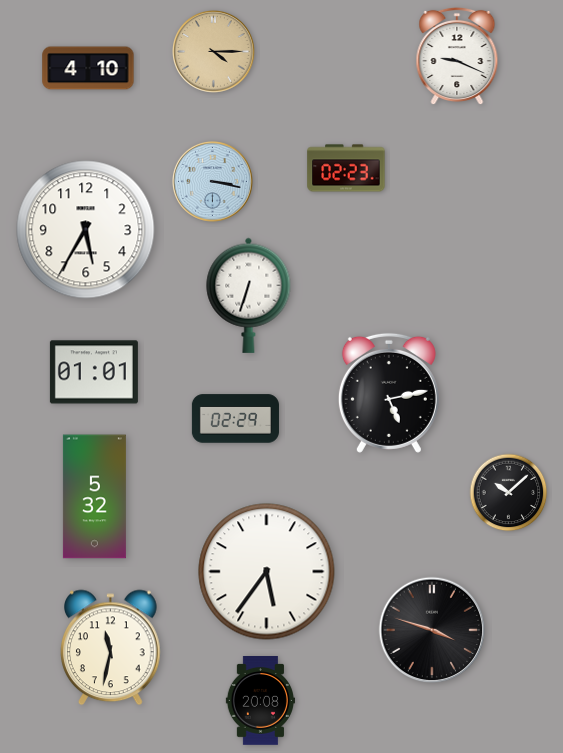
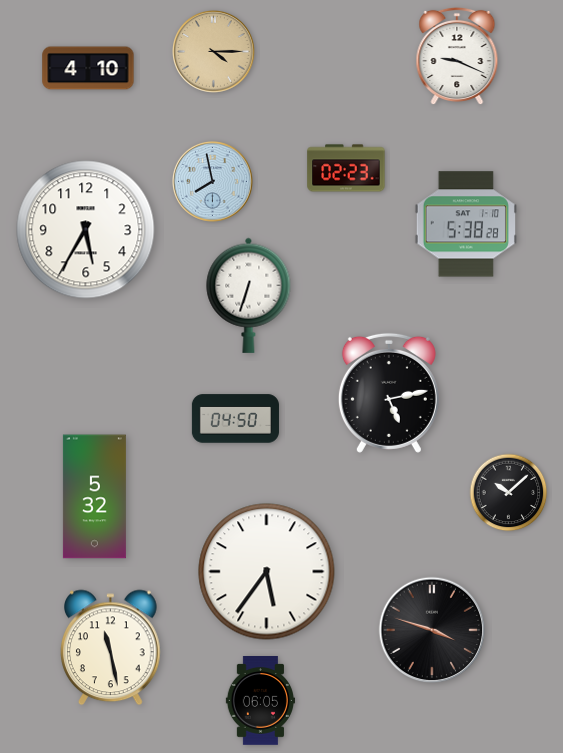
clock at (212, 181): 3:17 -> 7:58
clock at (465, 224): none -> 5:38
clock at (94, 372): 01:01 -> none
clock at (235, 419): 02:29 -> 04:50
clock at (111, 648): 11:32 -> 11:28
clock at (260, 701): 20:08 -> 06:05
